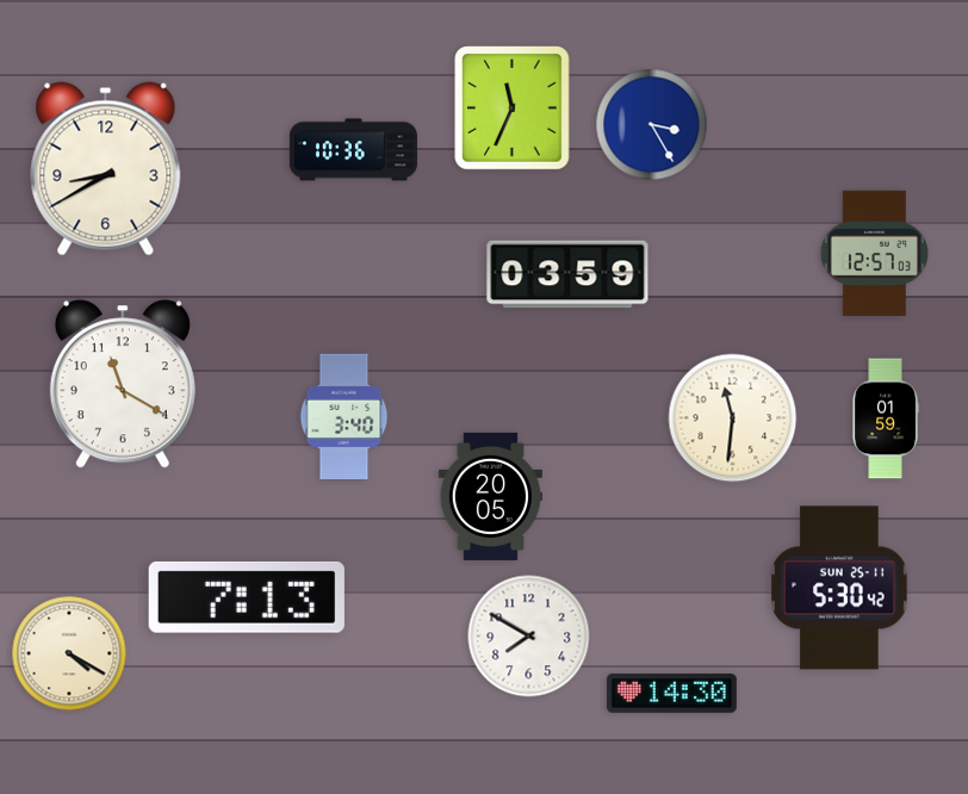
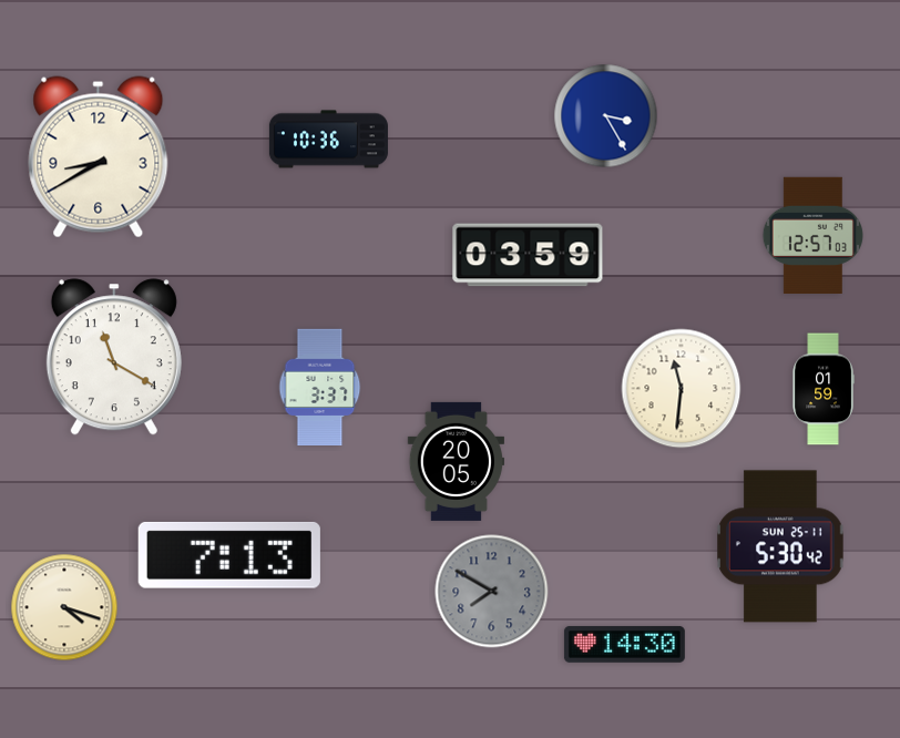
clock at (513, 108): 11:34 -> none
clock at (345, 417): 3:40 -> 3:37
clock at (529, 637) dial: white -> grey
clock at (69, 653): 4:20 -> 4:18
